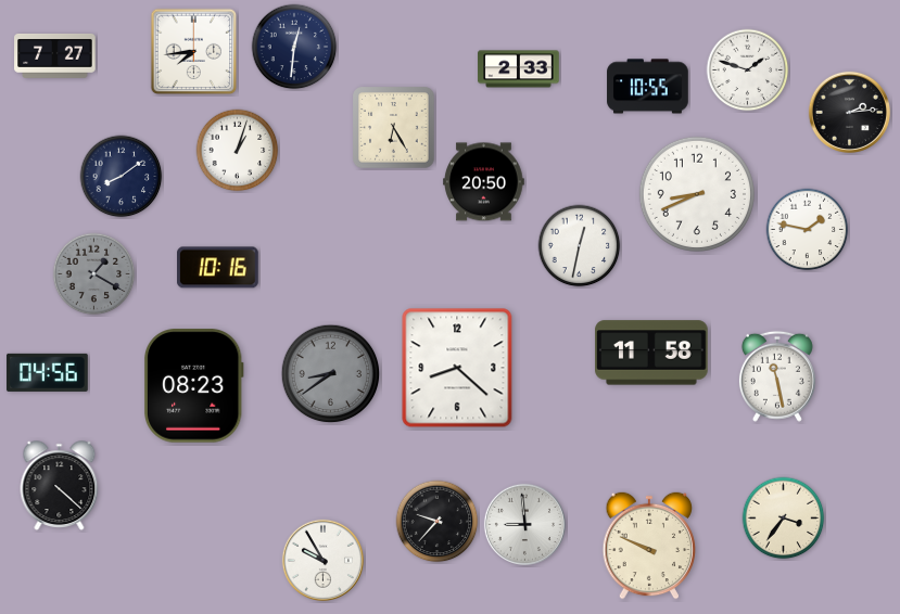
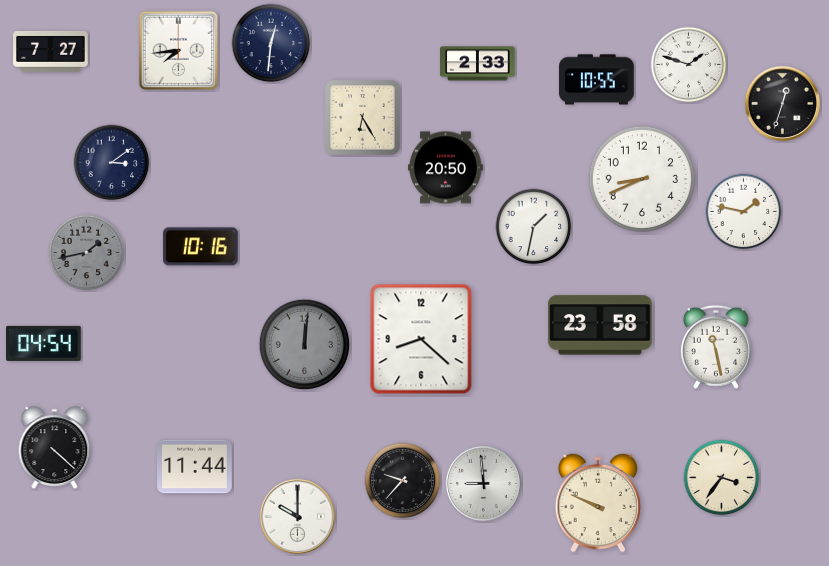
clock at (194, 52) position: (194, 52) -> (179, 51)
clock at (849, 112): 2:14 -> 12:33
clock at (238, 151): 1:03 -> none
clock at (122, 177): 8:09 -> 3:09
clock at (580, 246): 12:32 -> 1:32
clock at (94, 274): 1:20 -> 1:43
clock at (651, 353): 11:58 -> 23:58
clock at (48, 372): 04:56 -> 04:54
clock at (331, 374): 8:39 -> 12:01
clock at (193, 386): 08:23 -> none
clock at (195, 467): none -> 11:44
clock at (322, 560): 9:55 -> 10:00
